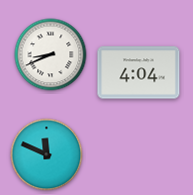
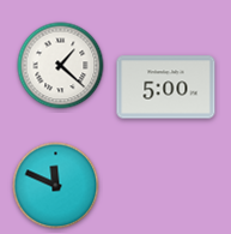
clock at (51, 55): 8:41 -> 1:22
clock at (139, 73): 4:04 -> 5:00
